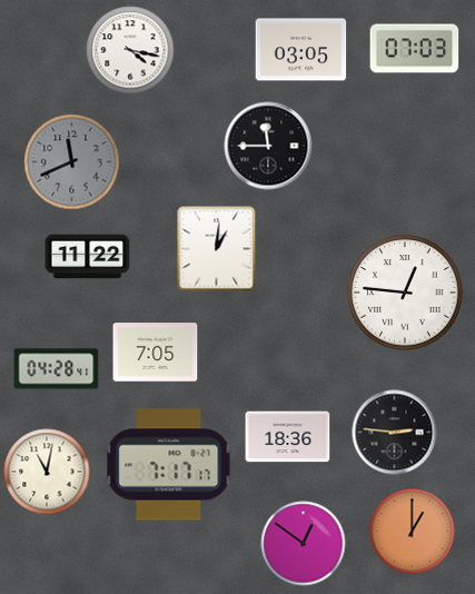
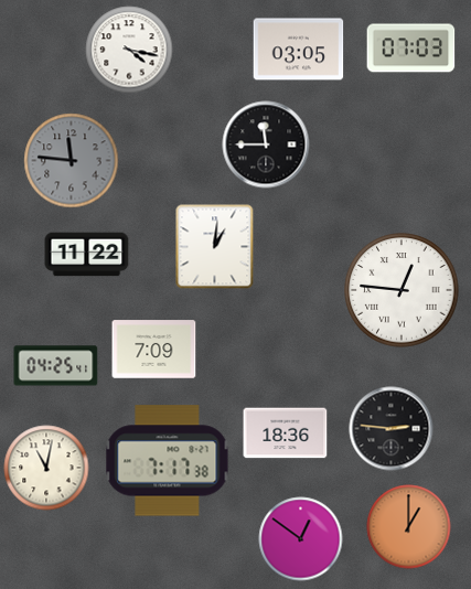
clock at (72, 162): 11:41 -> 11:46
clock at (156, 353): 7:05 -> 7:09
clock at (57, 369): 04:28 -> 04:25
clock at (169, 465): 7:17:17 -> 7:17:38
